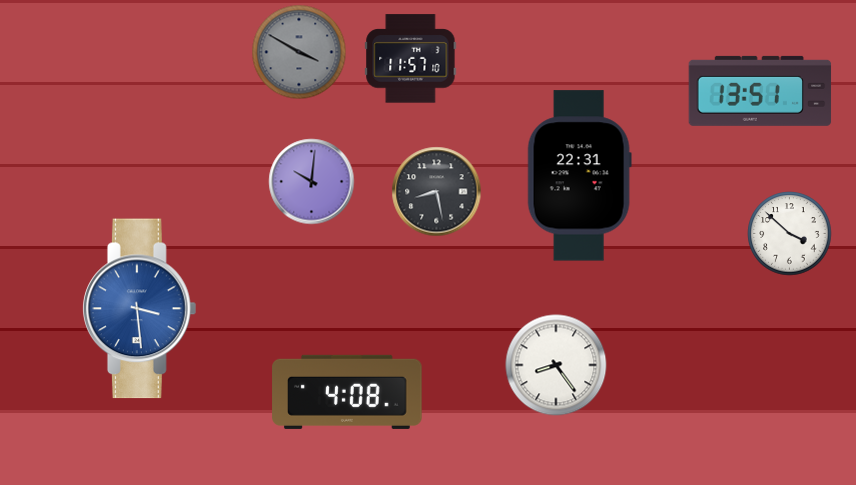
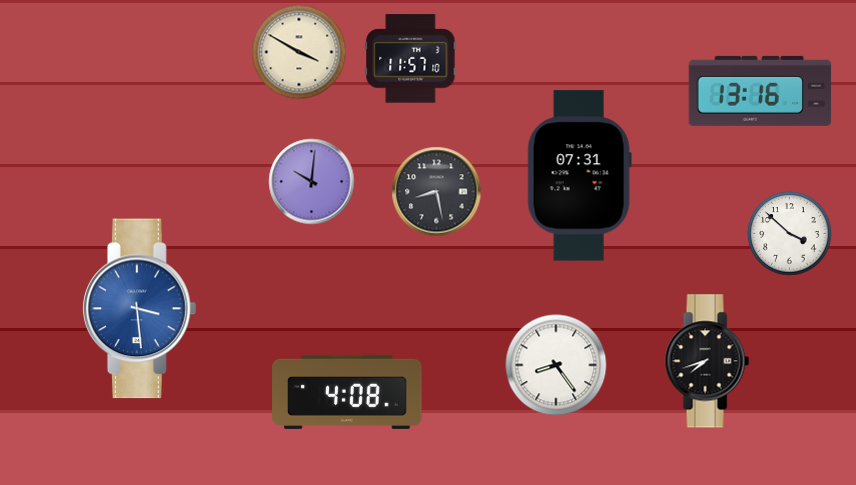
clock at (299, 52) dial: grey -> cream
clock at (760, 91): 13:51 -> 13:16
clock at (579, 176): 22:31 -> 07:31
clock at (707, 361): none -> 7:42
